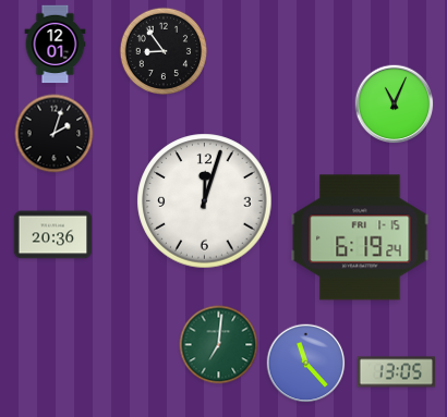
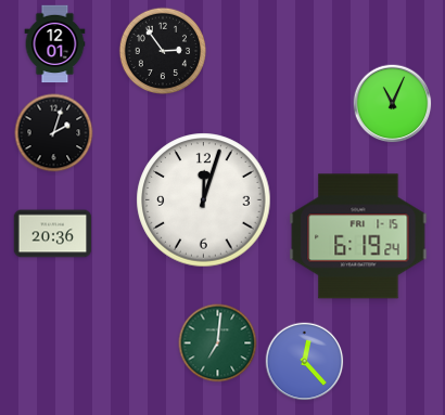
clock at (164, 51): 8:54 -> 2:54
clock at (306, 364): 11:23 -> 12:23
clock at (397, 372): 13:05 -> none
